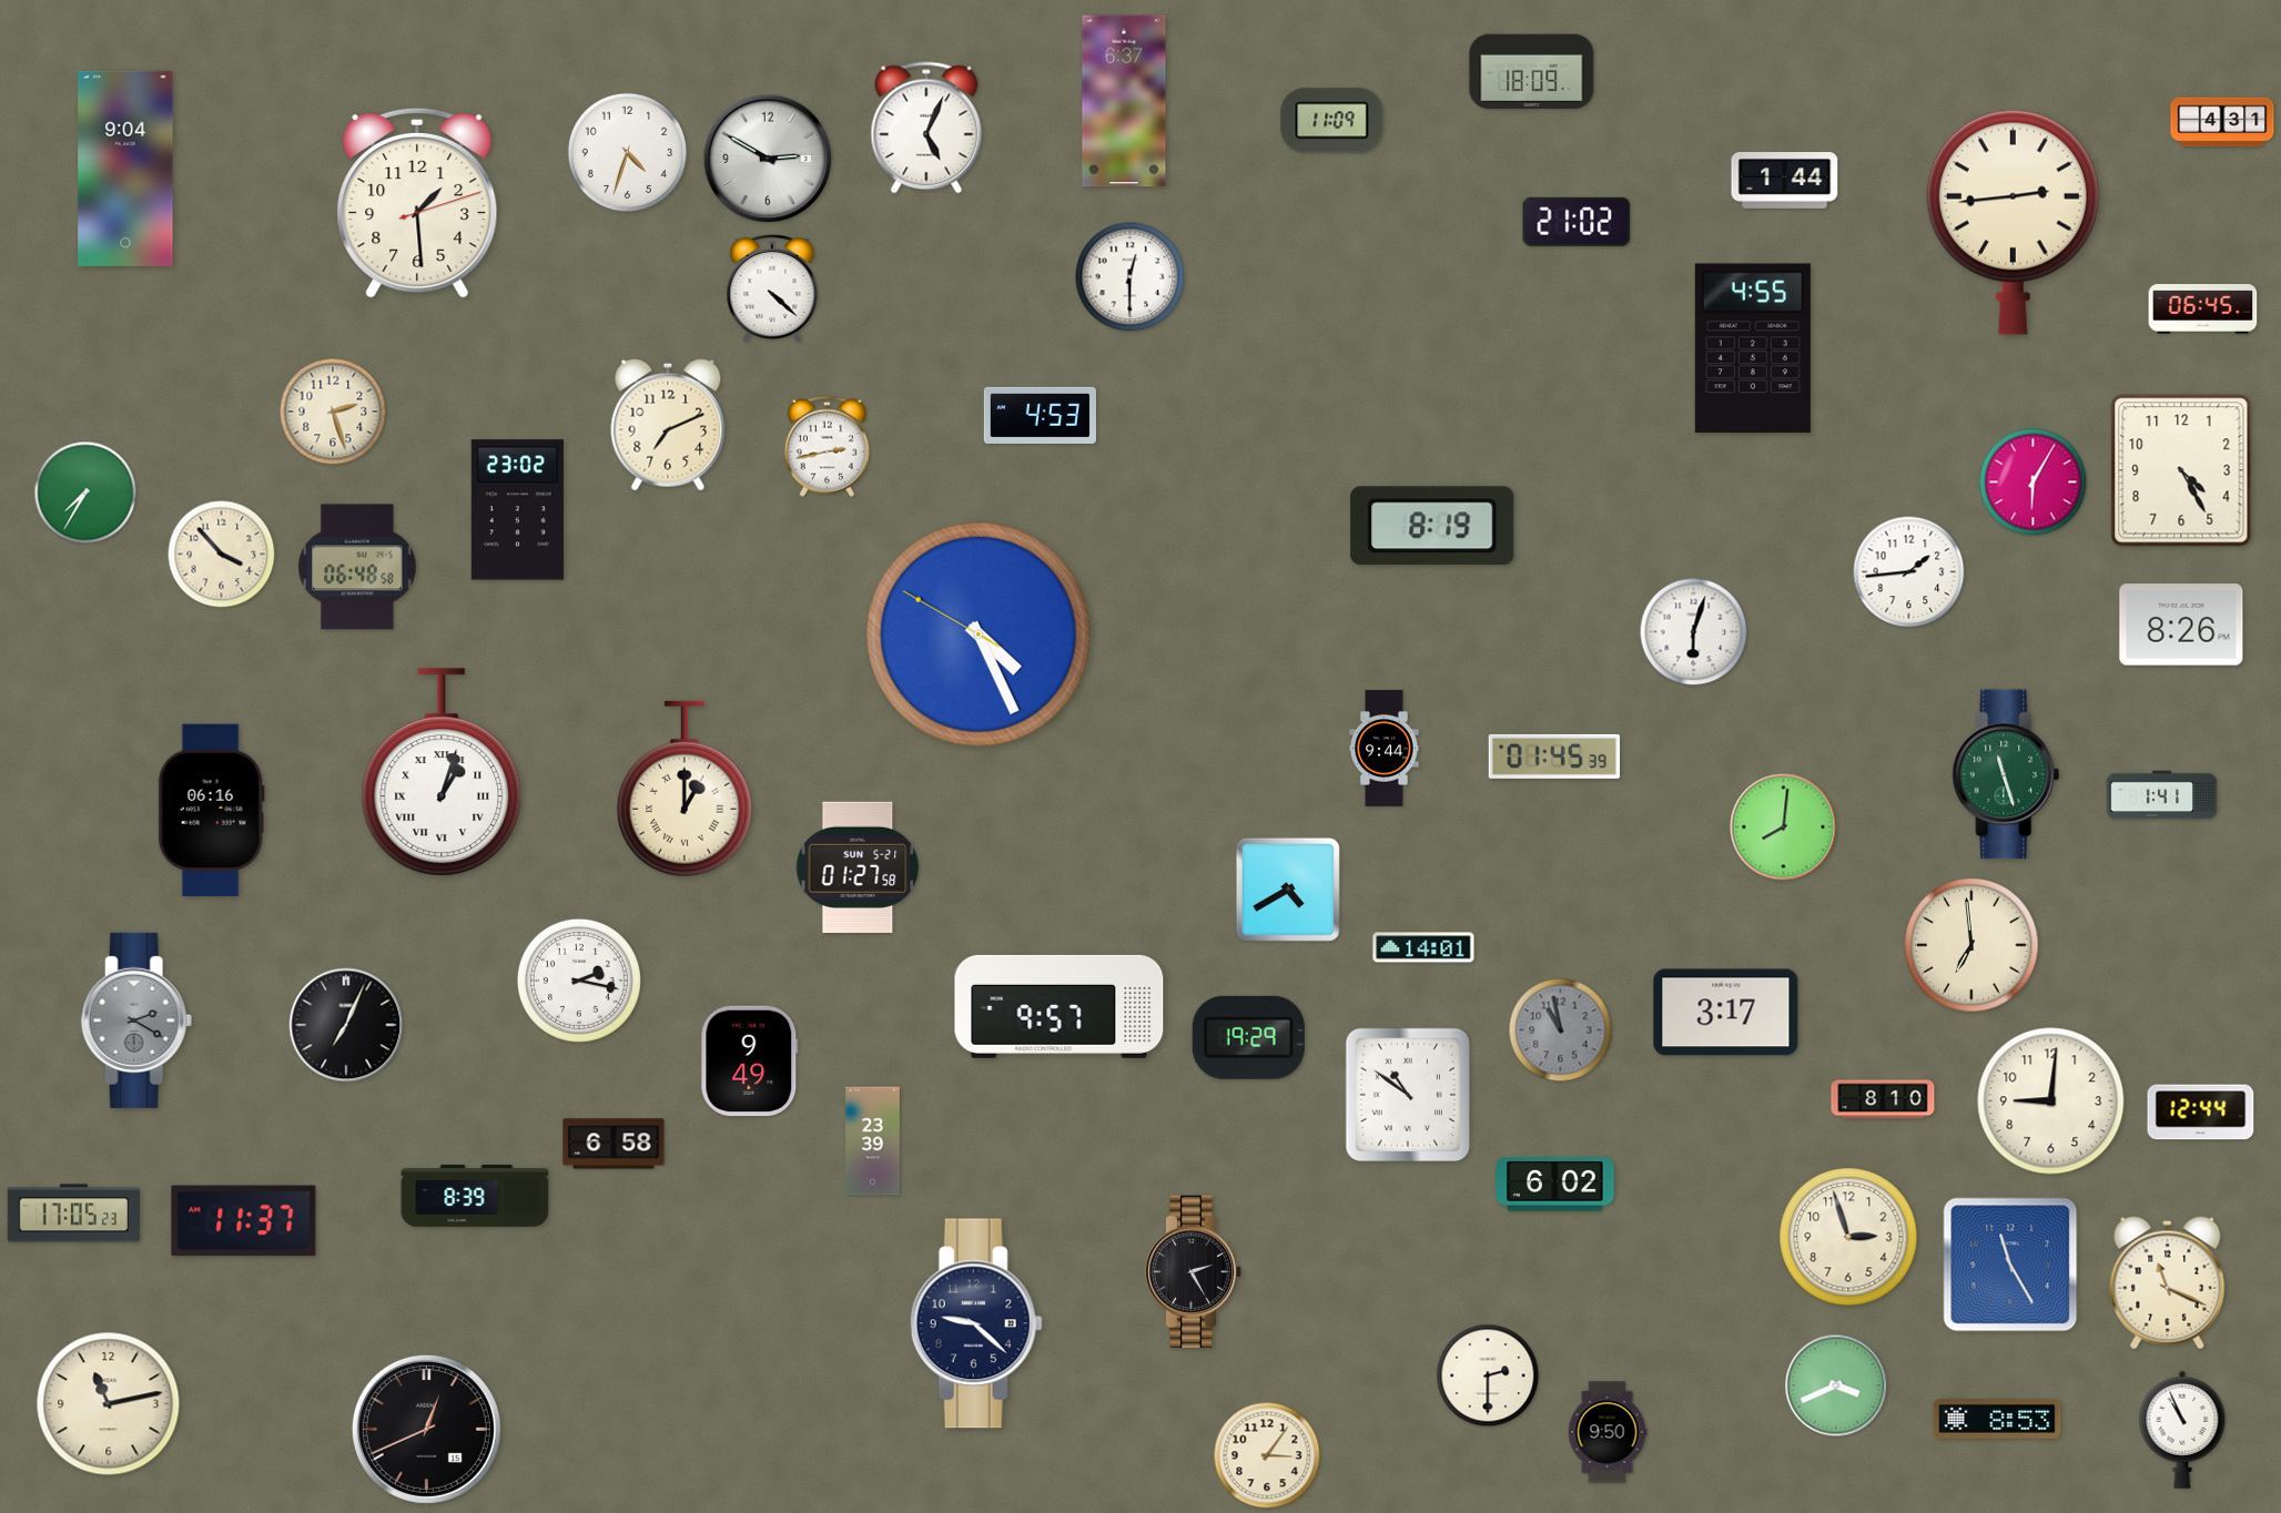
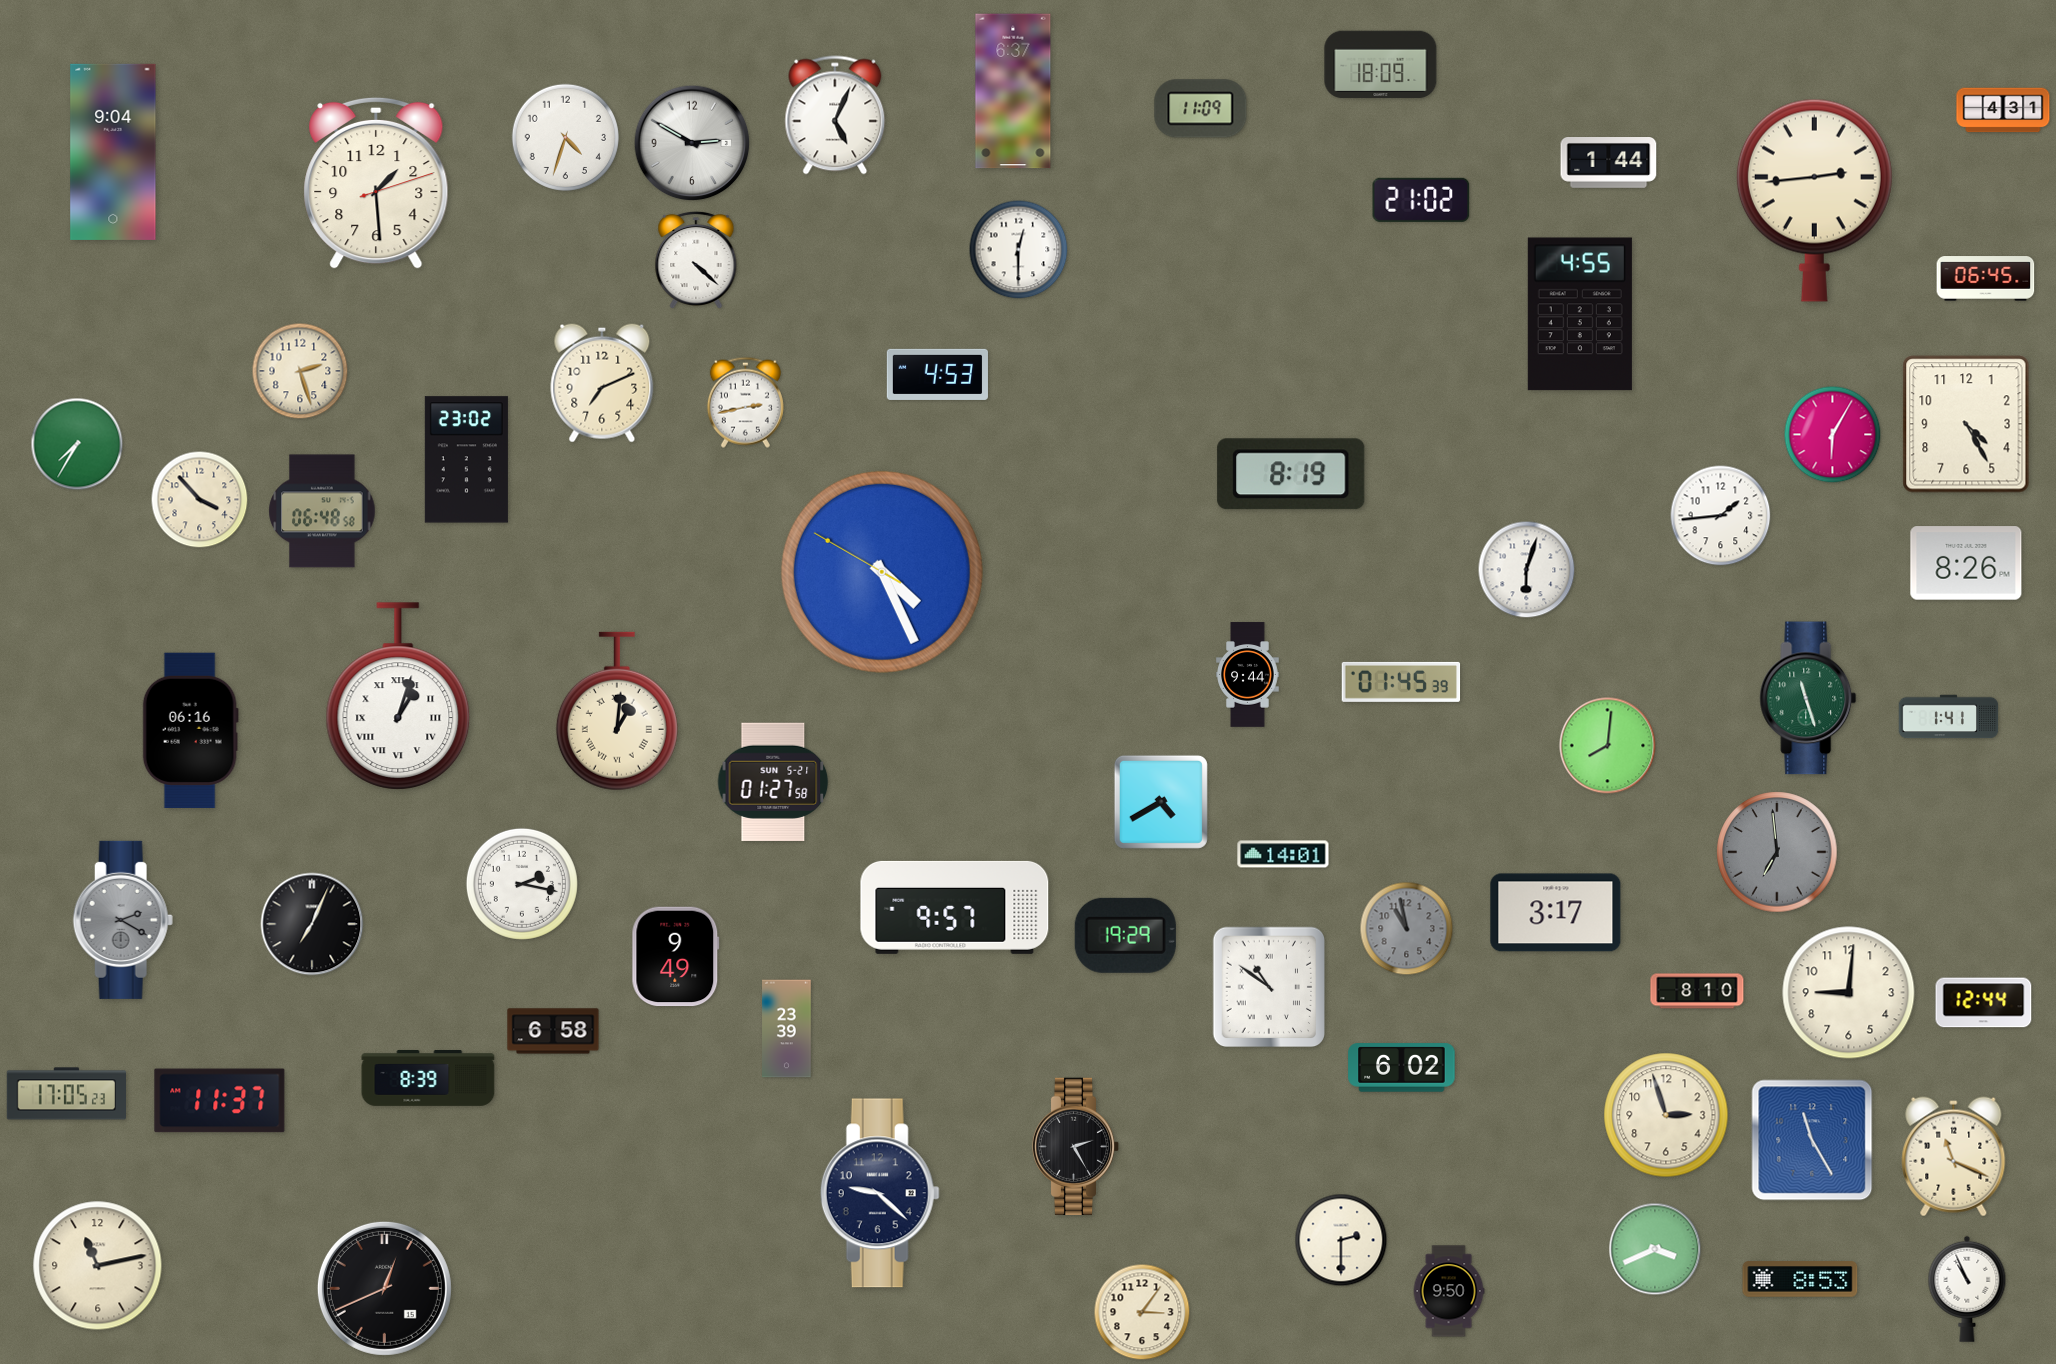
clock at (685, 789): 1:00 -> 1:01
clock at (1971, 945) dial: cream -> grey
